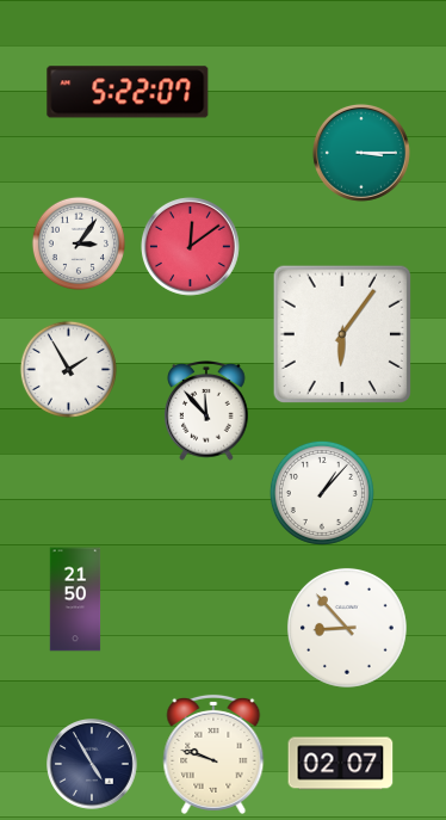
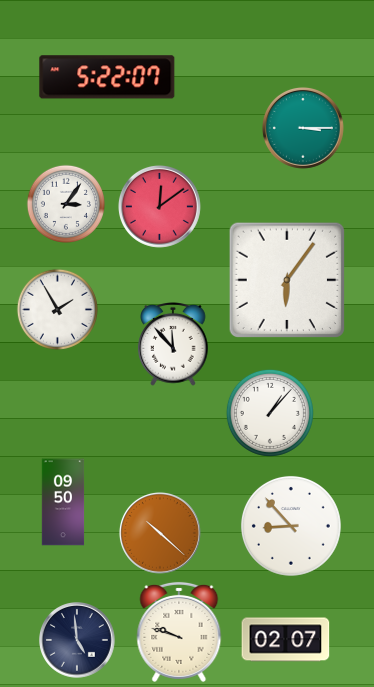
clock at (75, 599): 21:50 -> 09:50
clock at (160, 533): none -> 10:22
clock at (93, 765): 4:55 -> 4:59
